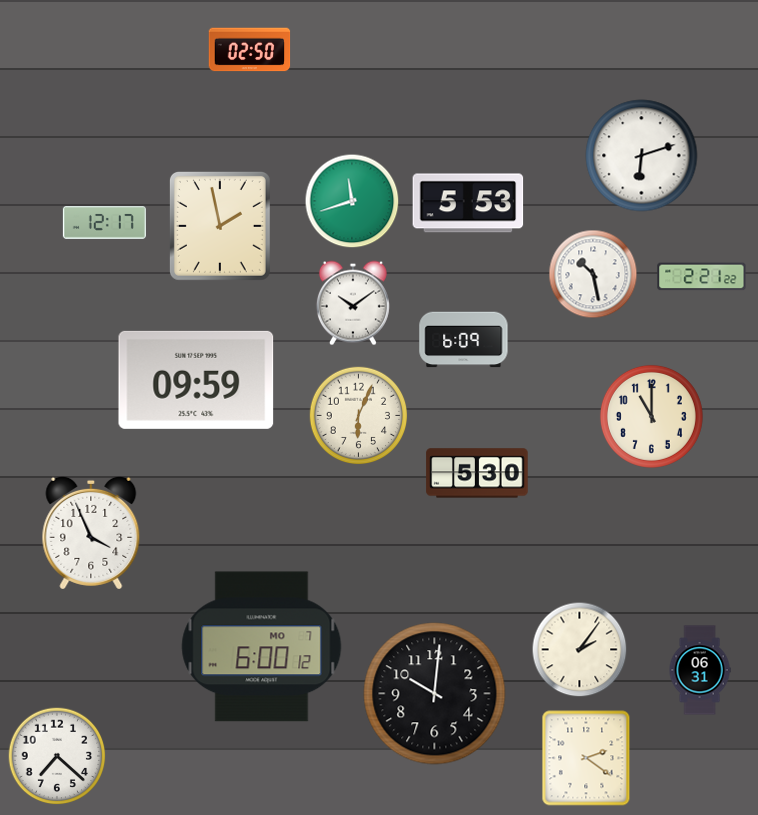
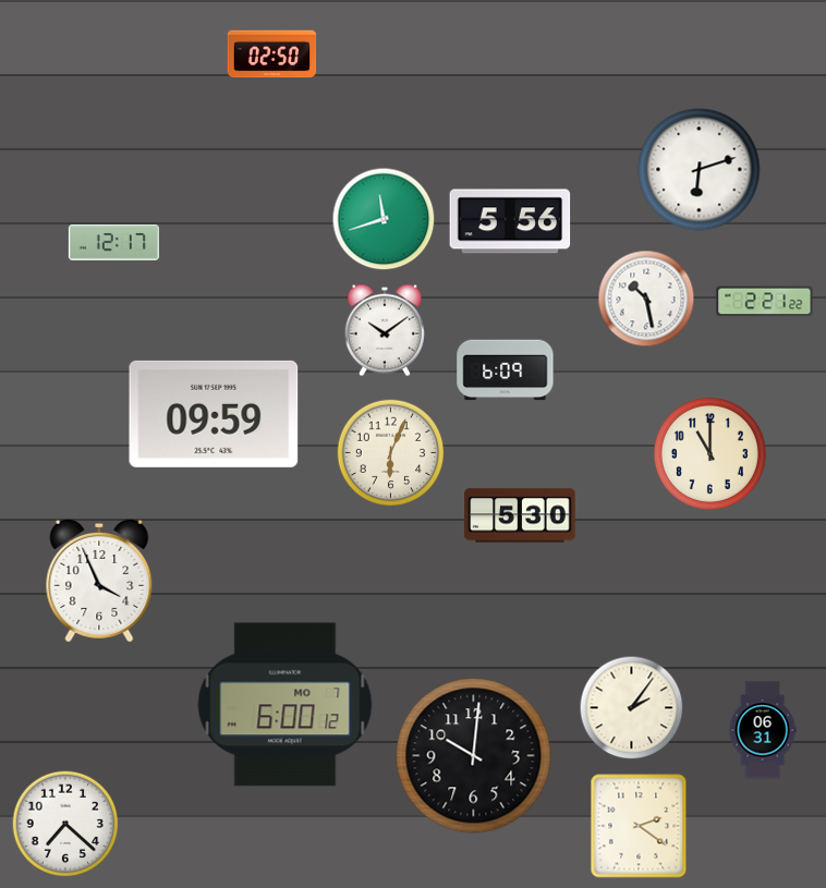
clock at (468, 203): 5:53 -> 5:56
clock at (220, 226): 1:58 -> none
clock at (57, 756) position: (57, 756) -> (65, 824)
